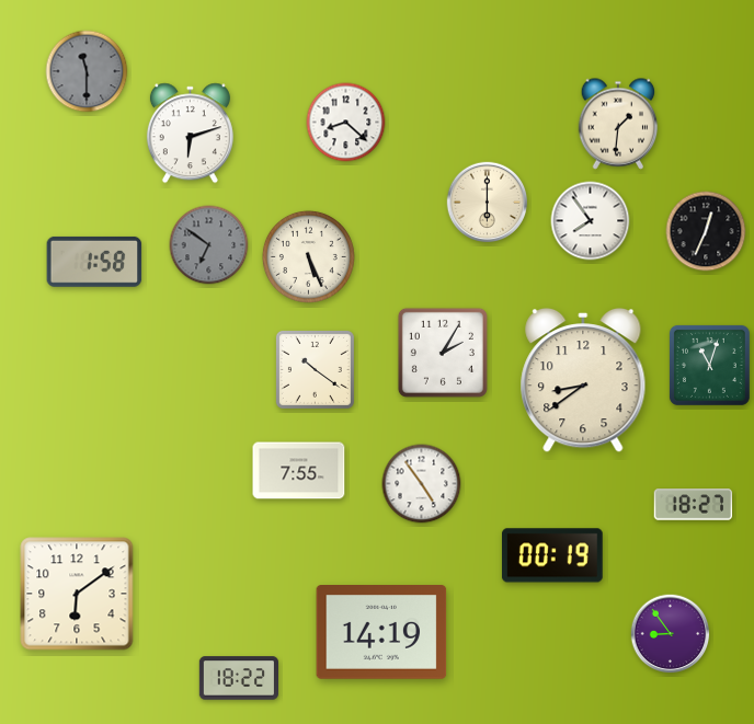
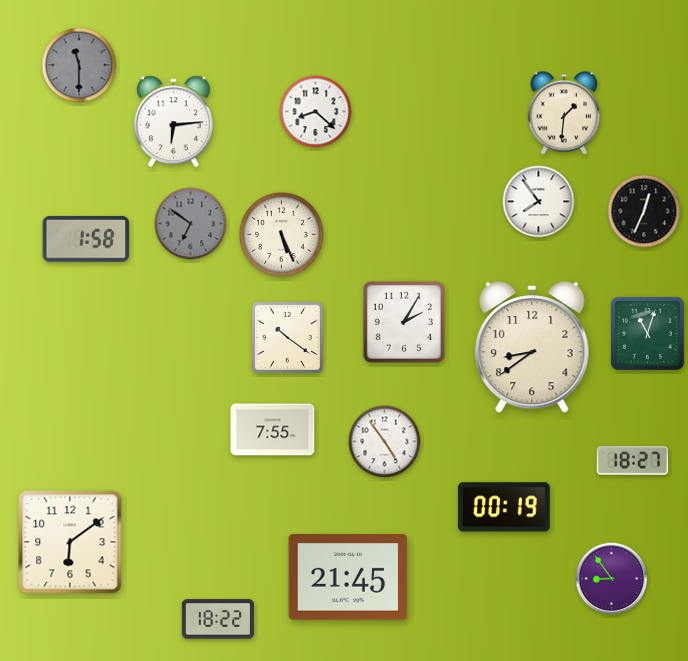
clock at (190, 134): 6:12 -> 6:14
clock at (488, 203): 6:00 -> none
clock at (381, 632): 14:19 -> 21:45
